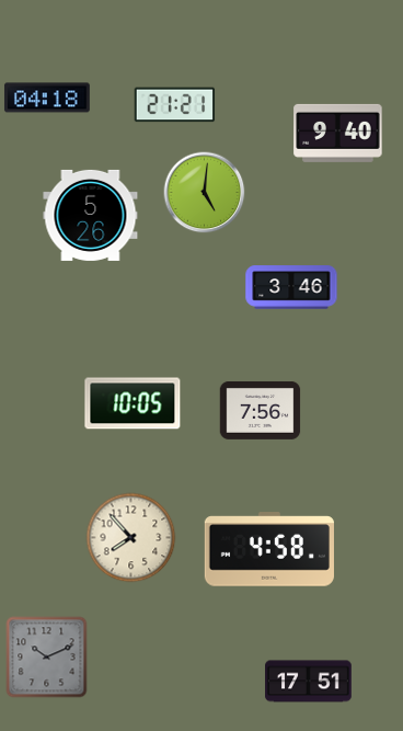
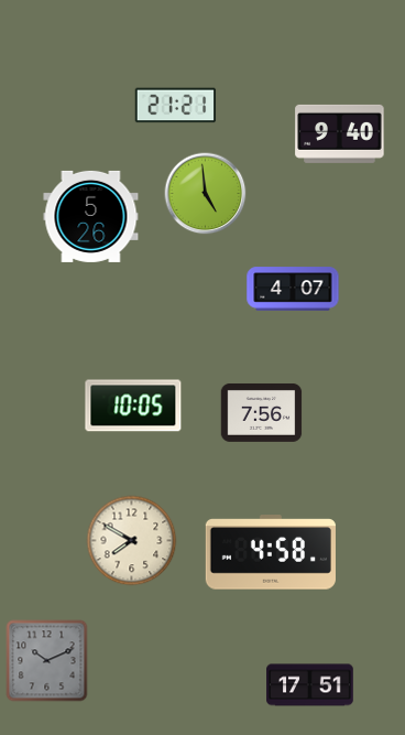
clock at (47, 98): 04:18 -> none
clock at (205, 193): 5:01 -> 4:59
clock at (291, 287): 3:46 -> 4:07
clock at (131, 538): 7:53 -> 7:50
